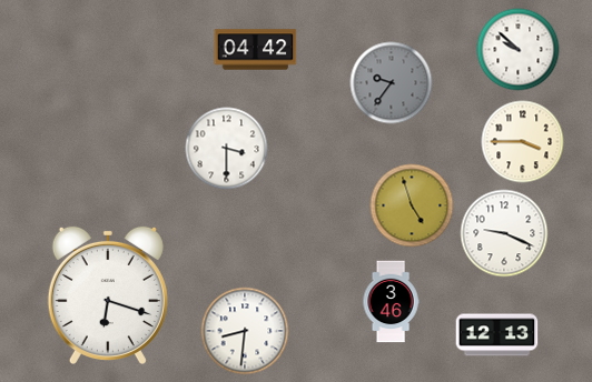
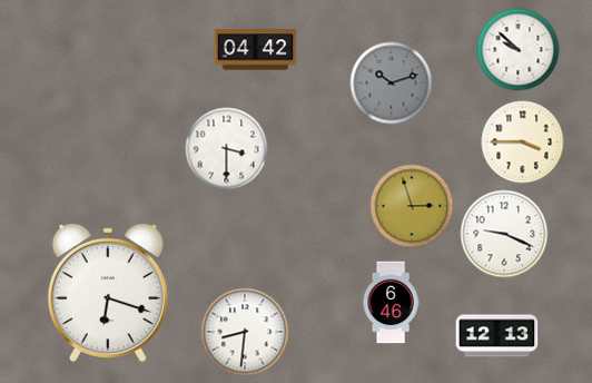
clock at (392, 83): 9:36 -> 10:12
clock at (412, 205): 4:57 -> 2:57
clock at (108, 295) position: (108, 295) -> (108, 293)
clock at (391, 302): 3:46 -> 6:46
